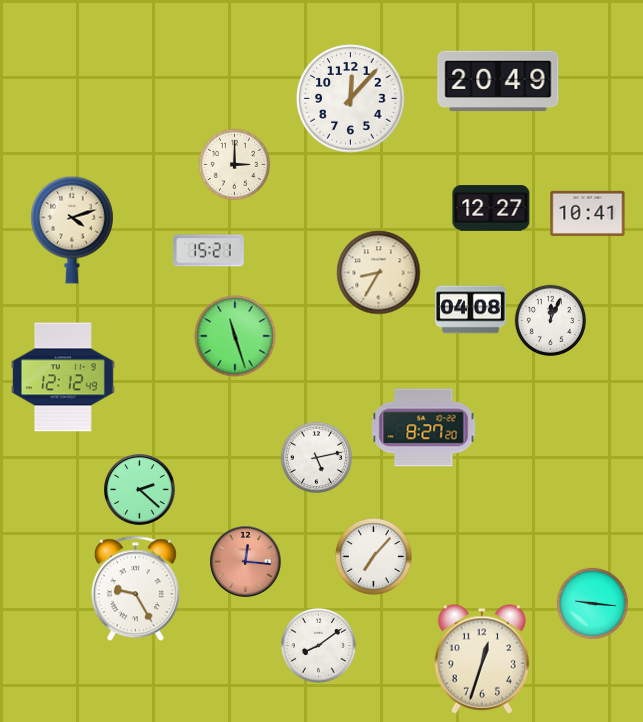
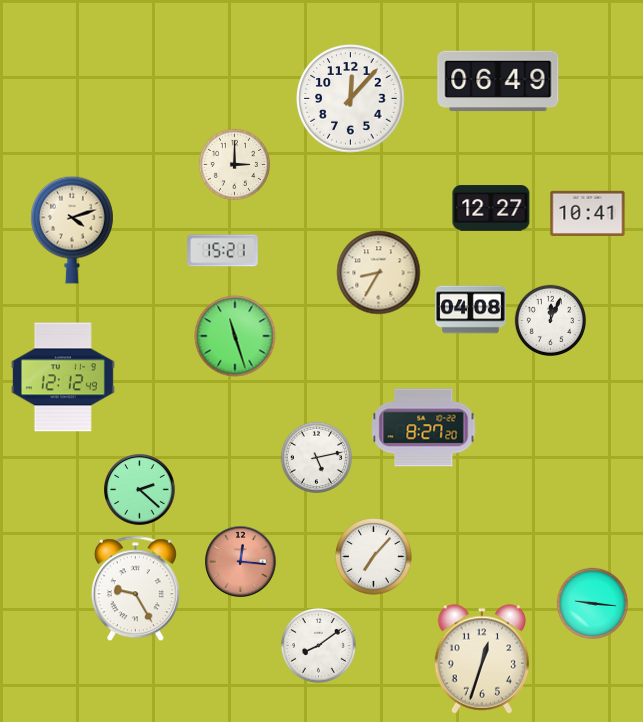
clock at (498, 81): 20:49 -> 06:49
clock at (209, 251) position: (209, 251) -> (223, 251)
clock at (246, 562) position: (246, 562) -> (241, 562)
